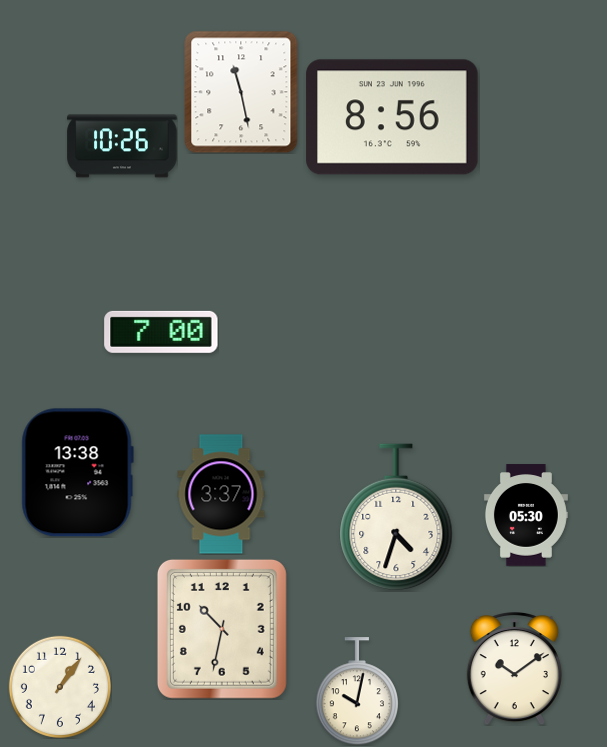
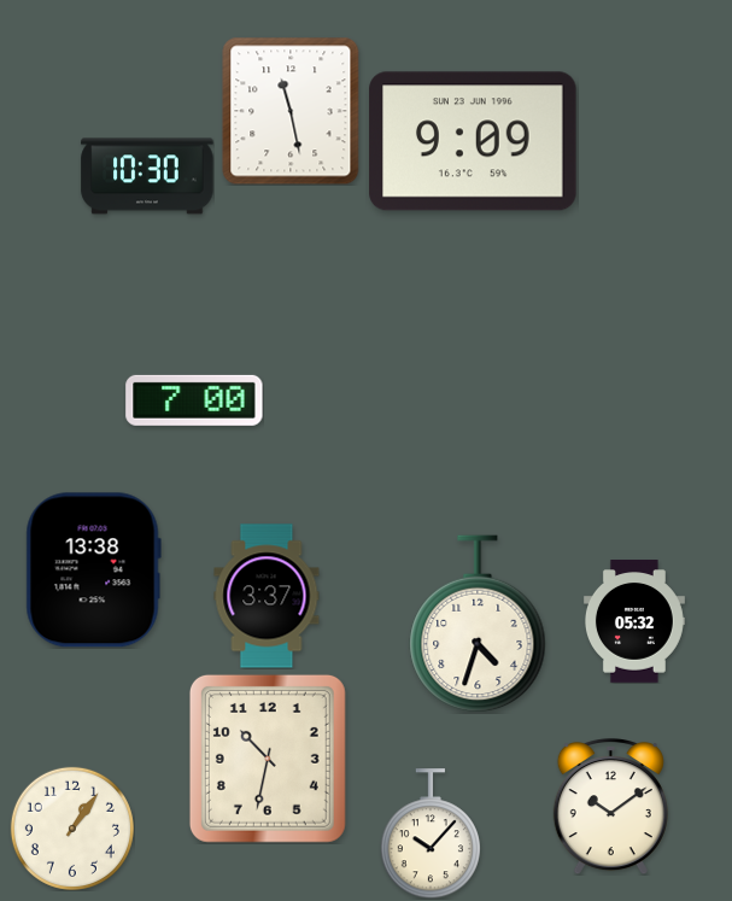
clock at (392, 117): 8:56 -> 9:09
clock at (122, 146): 10:26 -> 10:30
clock at (526, 515): 05:30 -> 05:32
clock at (514, 669) position: (514, 669) -> (610, 807)
clock at (356, 691): 10:02 -> 10:07
